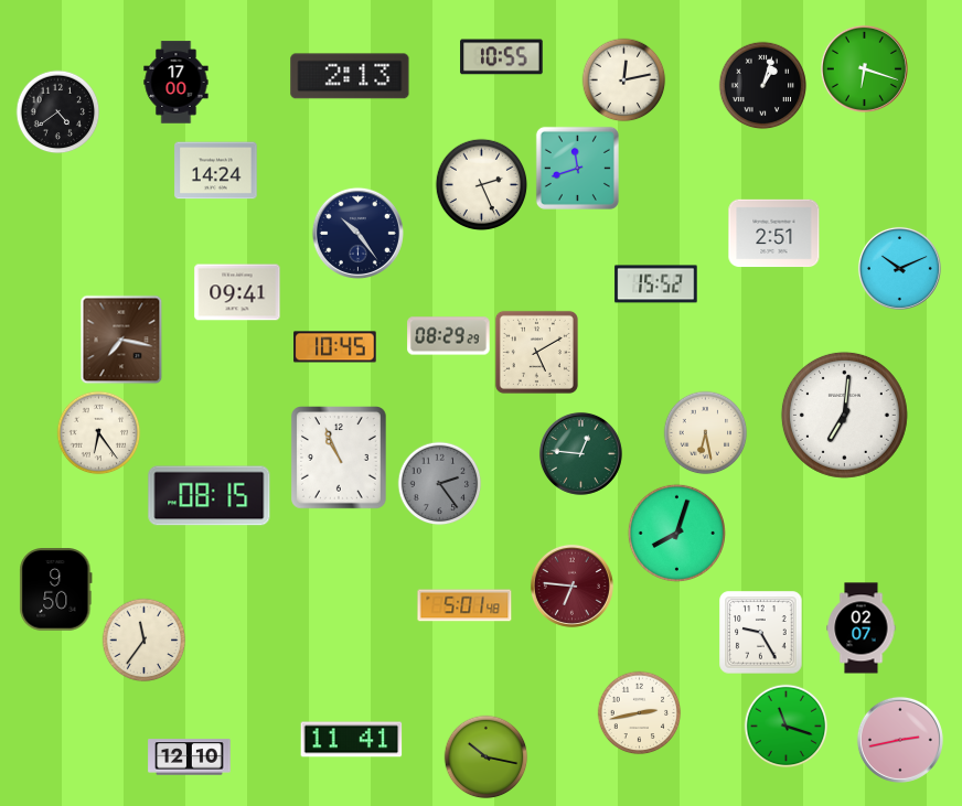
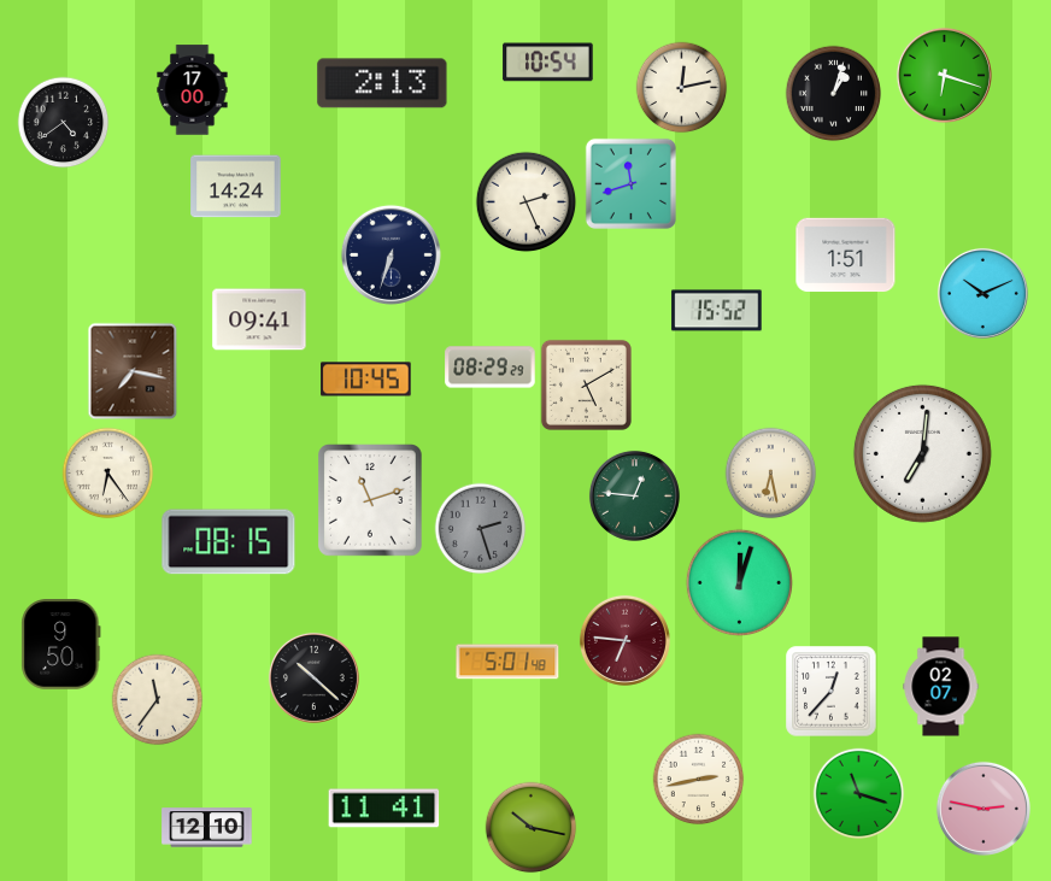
clock at (502, 57): 10:55 -> 10:54
clock at (357, 233): 10:24 -> 6:33
clock at (774, 234): 2:51 -> 1:51
clock at (340, 458): 10:56 -> 11:12
clock at (440, 484): 2:24 -> 2:27
clock at (676, 533): 8:03 -> 12:03
clock at (313, 677): none -> 10:22
clock at (761, 633): 9:25 -> 12:37
clock at (900, 740): 2:43 -> 2:47
